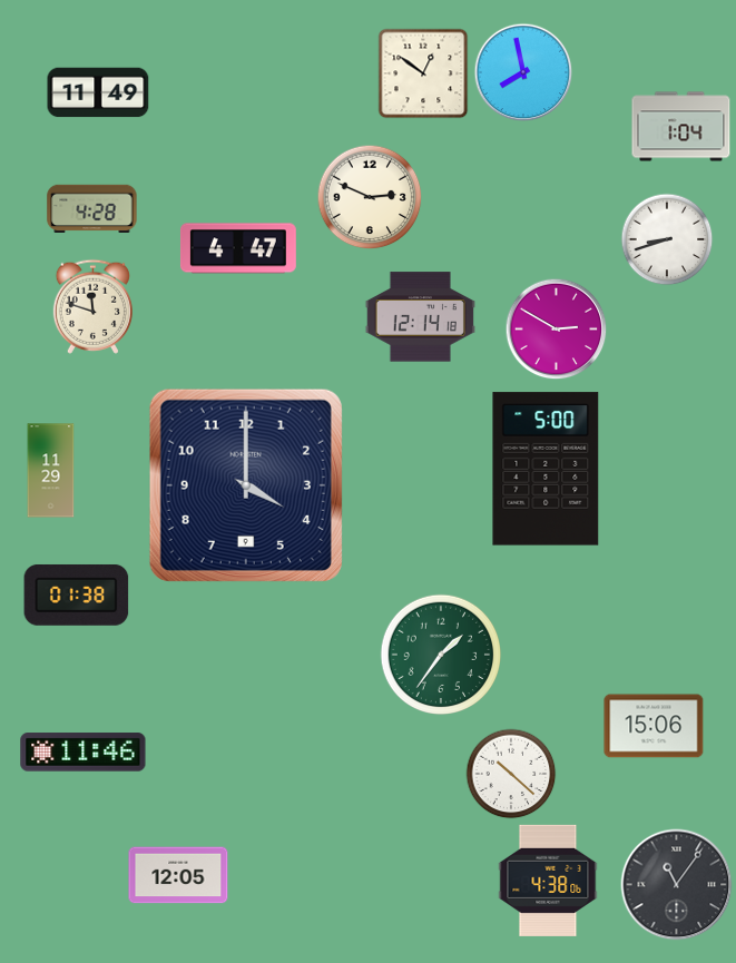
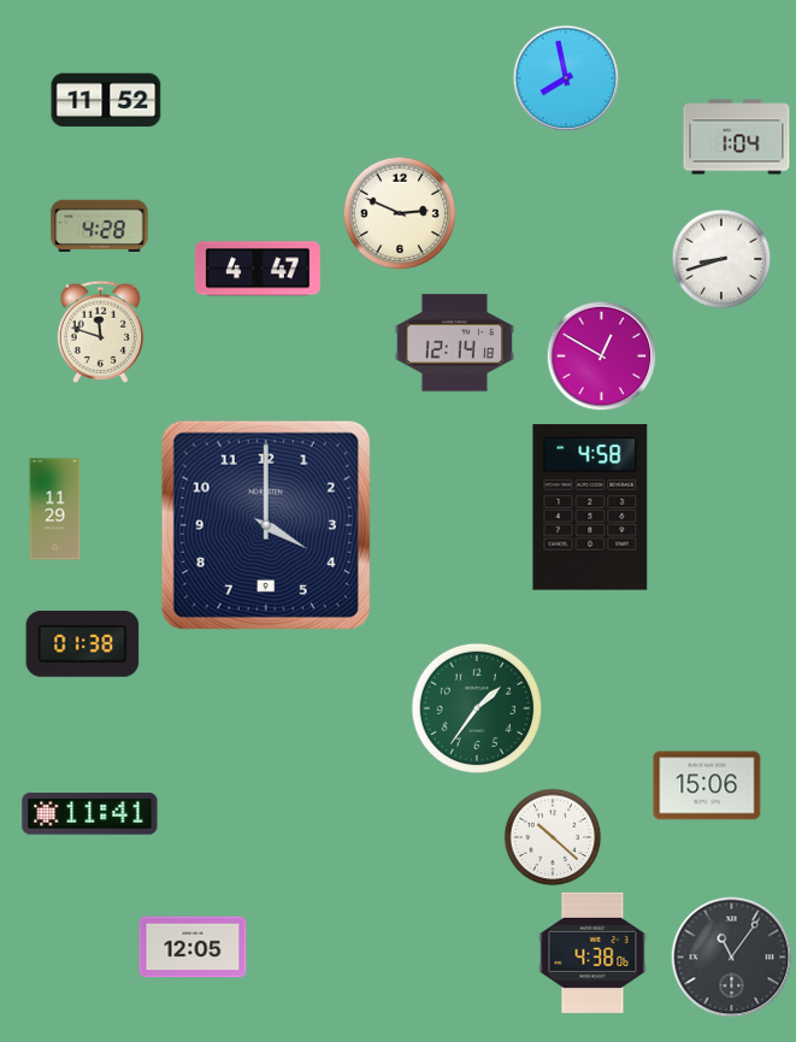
clock at (423, 73): 12:51 -> none
clock at (98, 92): 11:49 -> 11:52
clock at (557, 330): 2:50 -> 12:50
clock at (546, 469): 5:00 -> 4:58
clock at (84, 753): 11:46 -> 11:41
